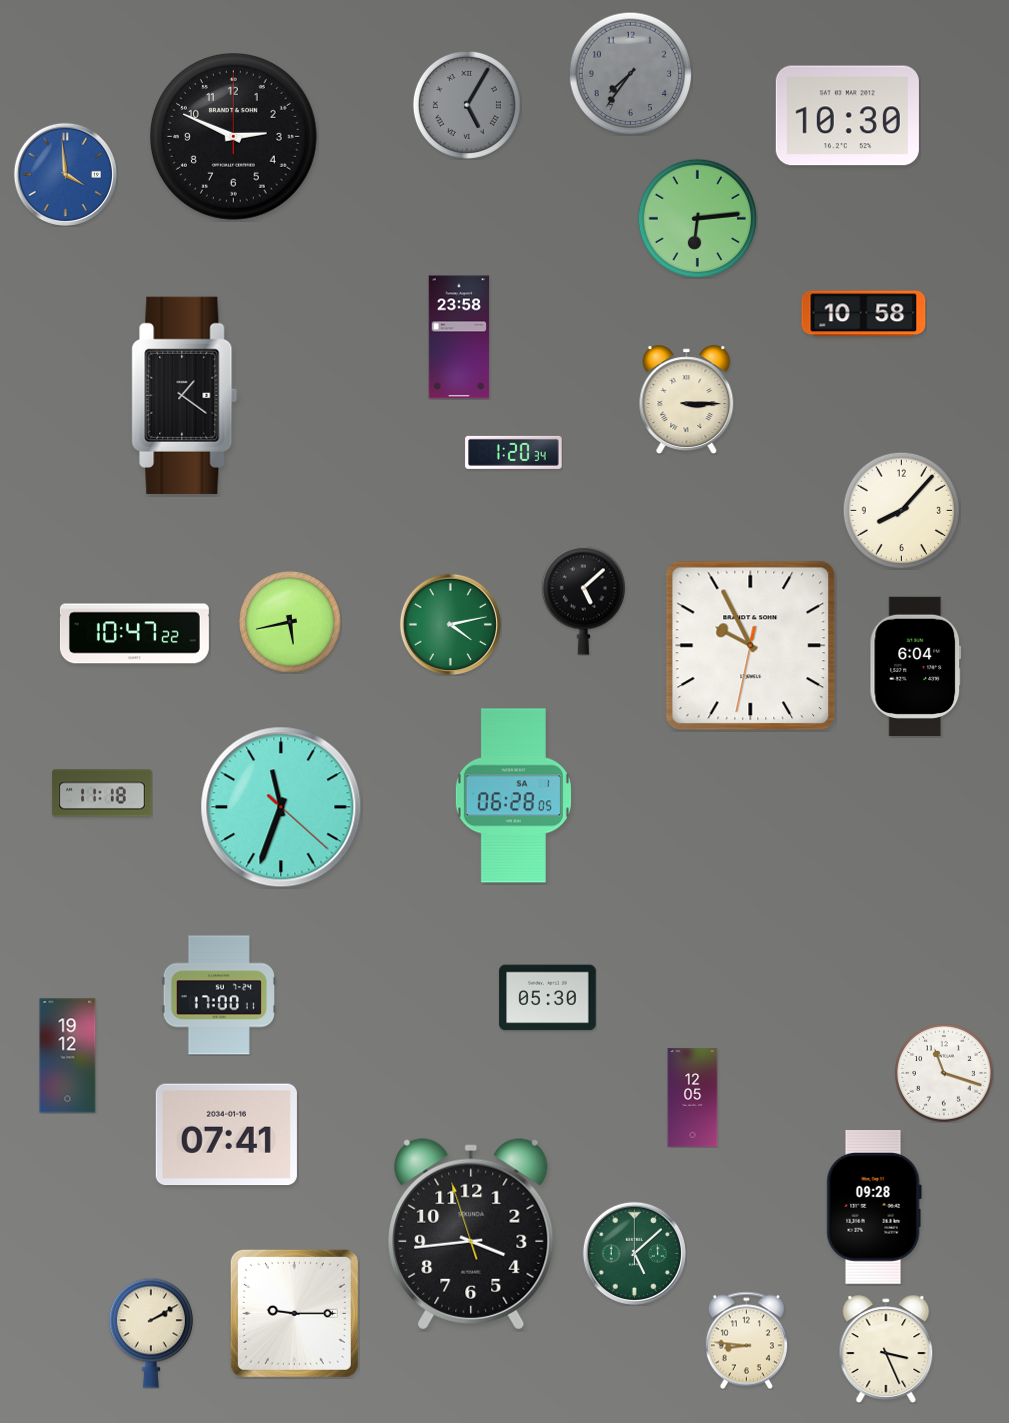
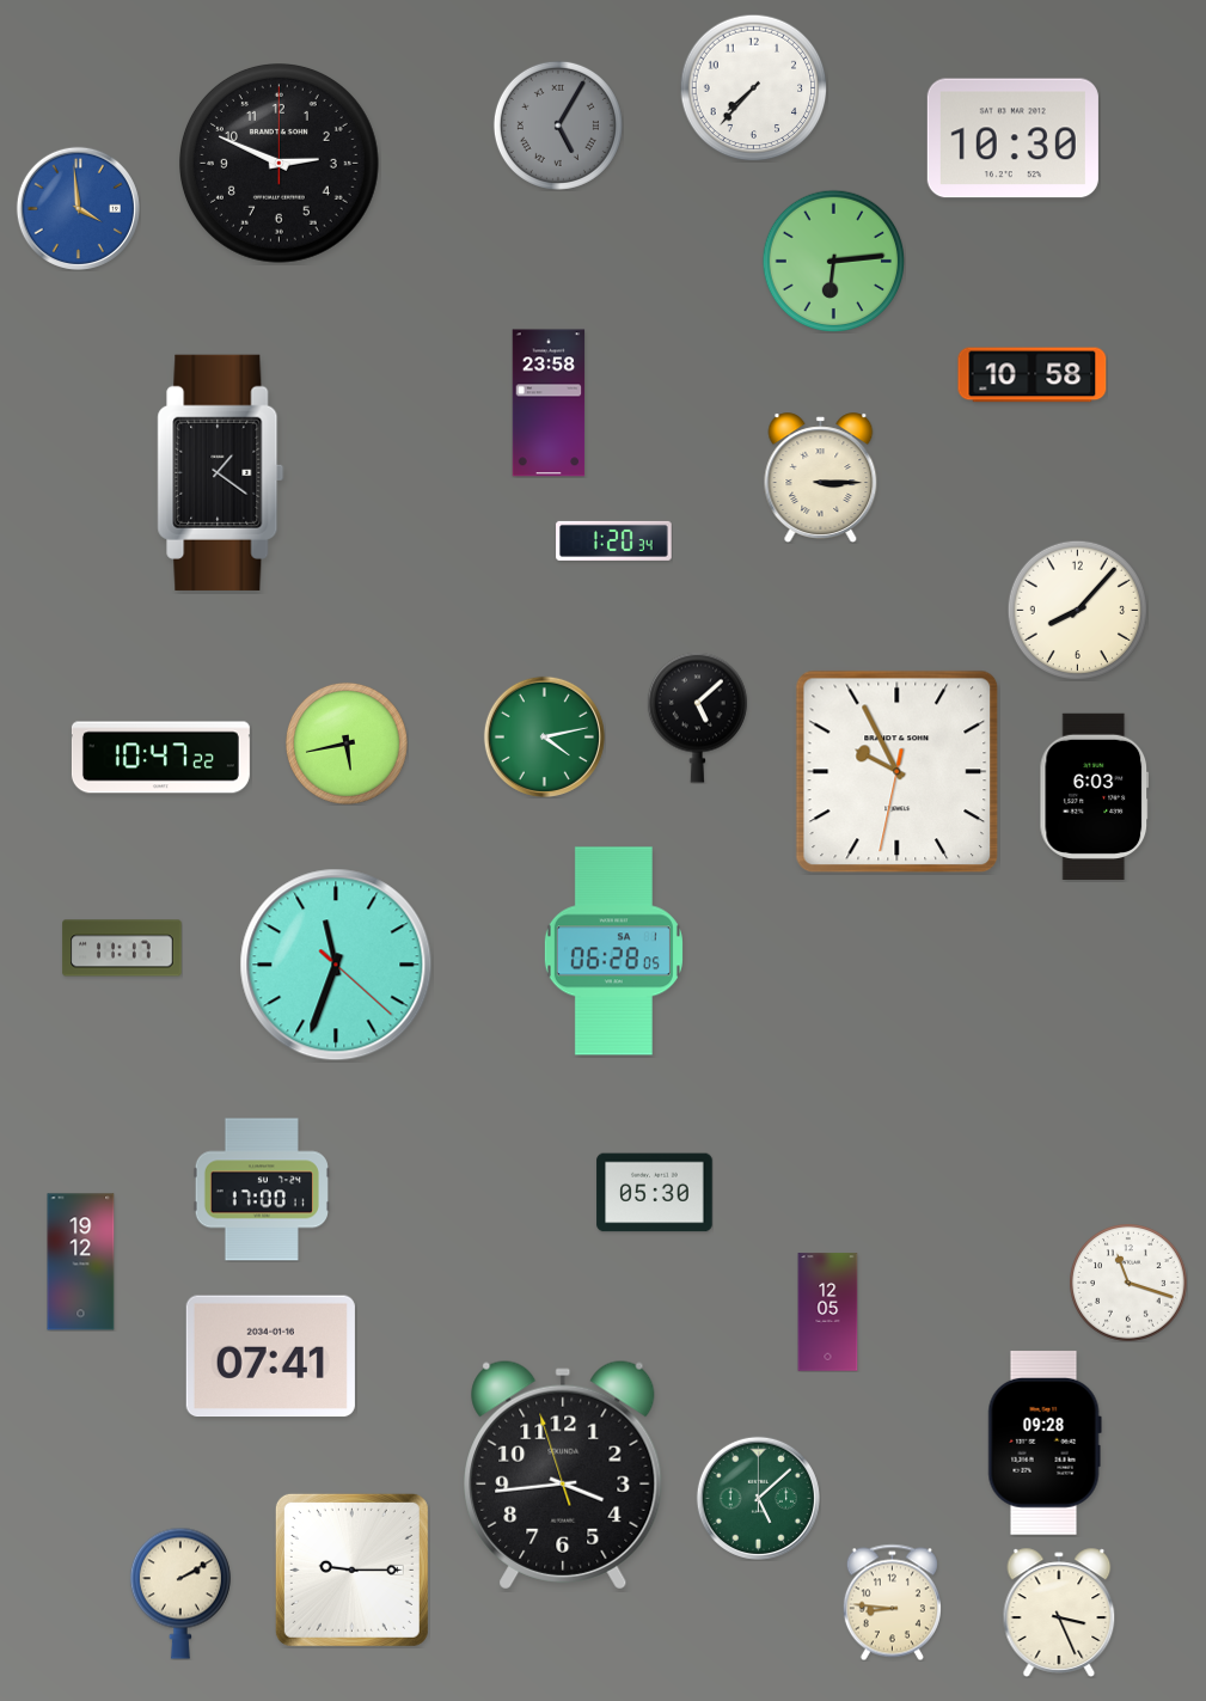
clock at (630, 73): 7:36 -> 7:37
clock at (630, 73) dial: grey -> white
clock at (450, 624) position: (450, 624) -> (544, 736)
clock at (916, 666): 6:04 -> 6:03
clock at (102, 793): 11:18 -> 11:17
